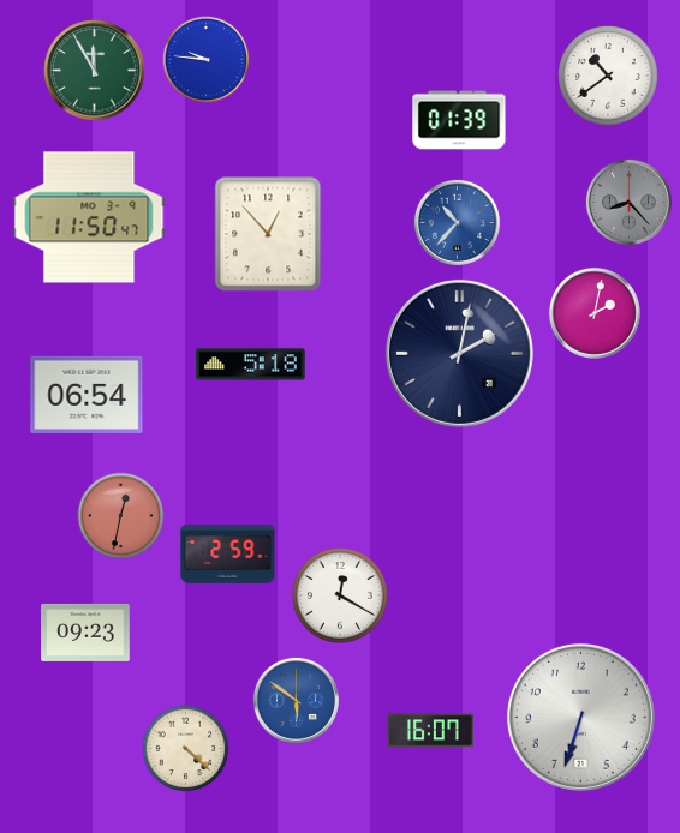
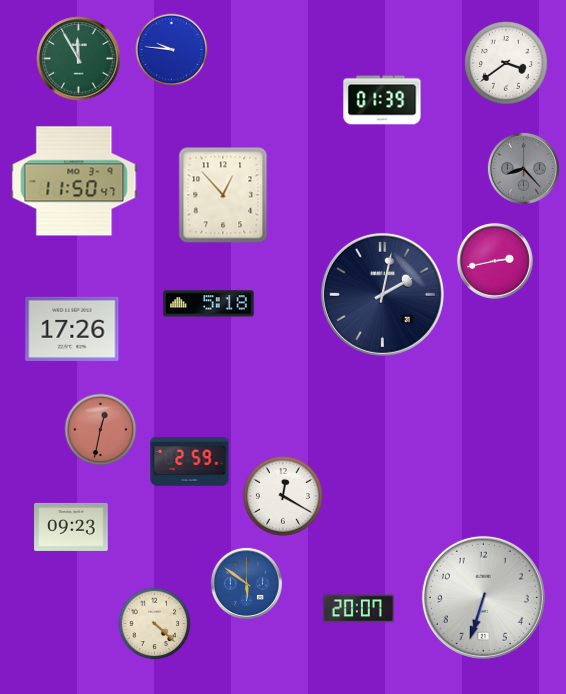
clock at (608, 76): 10:39 -> 3:39
clock at (457, 222): 10:37 -> none
clock at (595, 313): 2:02 -> 2:43
clock at (87, 395): 06:54 -> 17:26
clock at (430, 731): 16:07 -> 20:07
